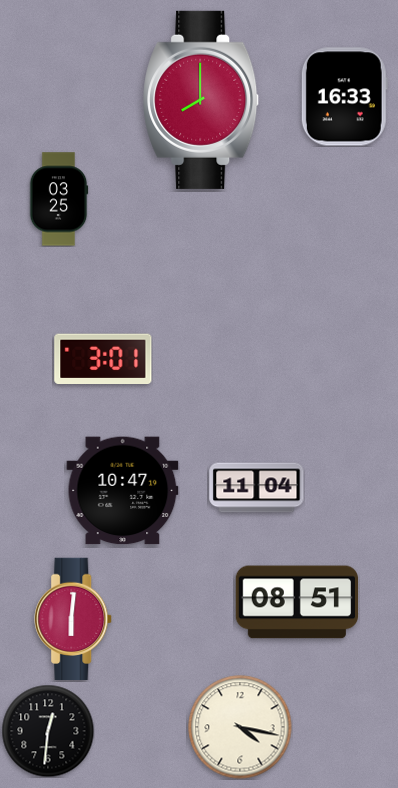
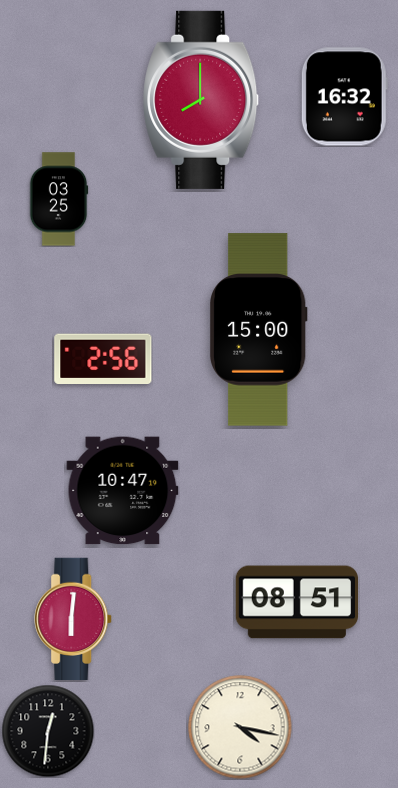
clock at (344, 97): 16:33 -> 16:32
clock at (258, 330): none -> 15:00
clock at (103, 358): 3:01 -> 2:56
clock at (257, 488): 11:04 -> none
